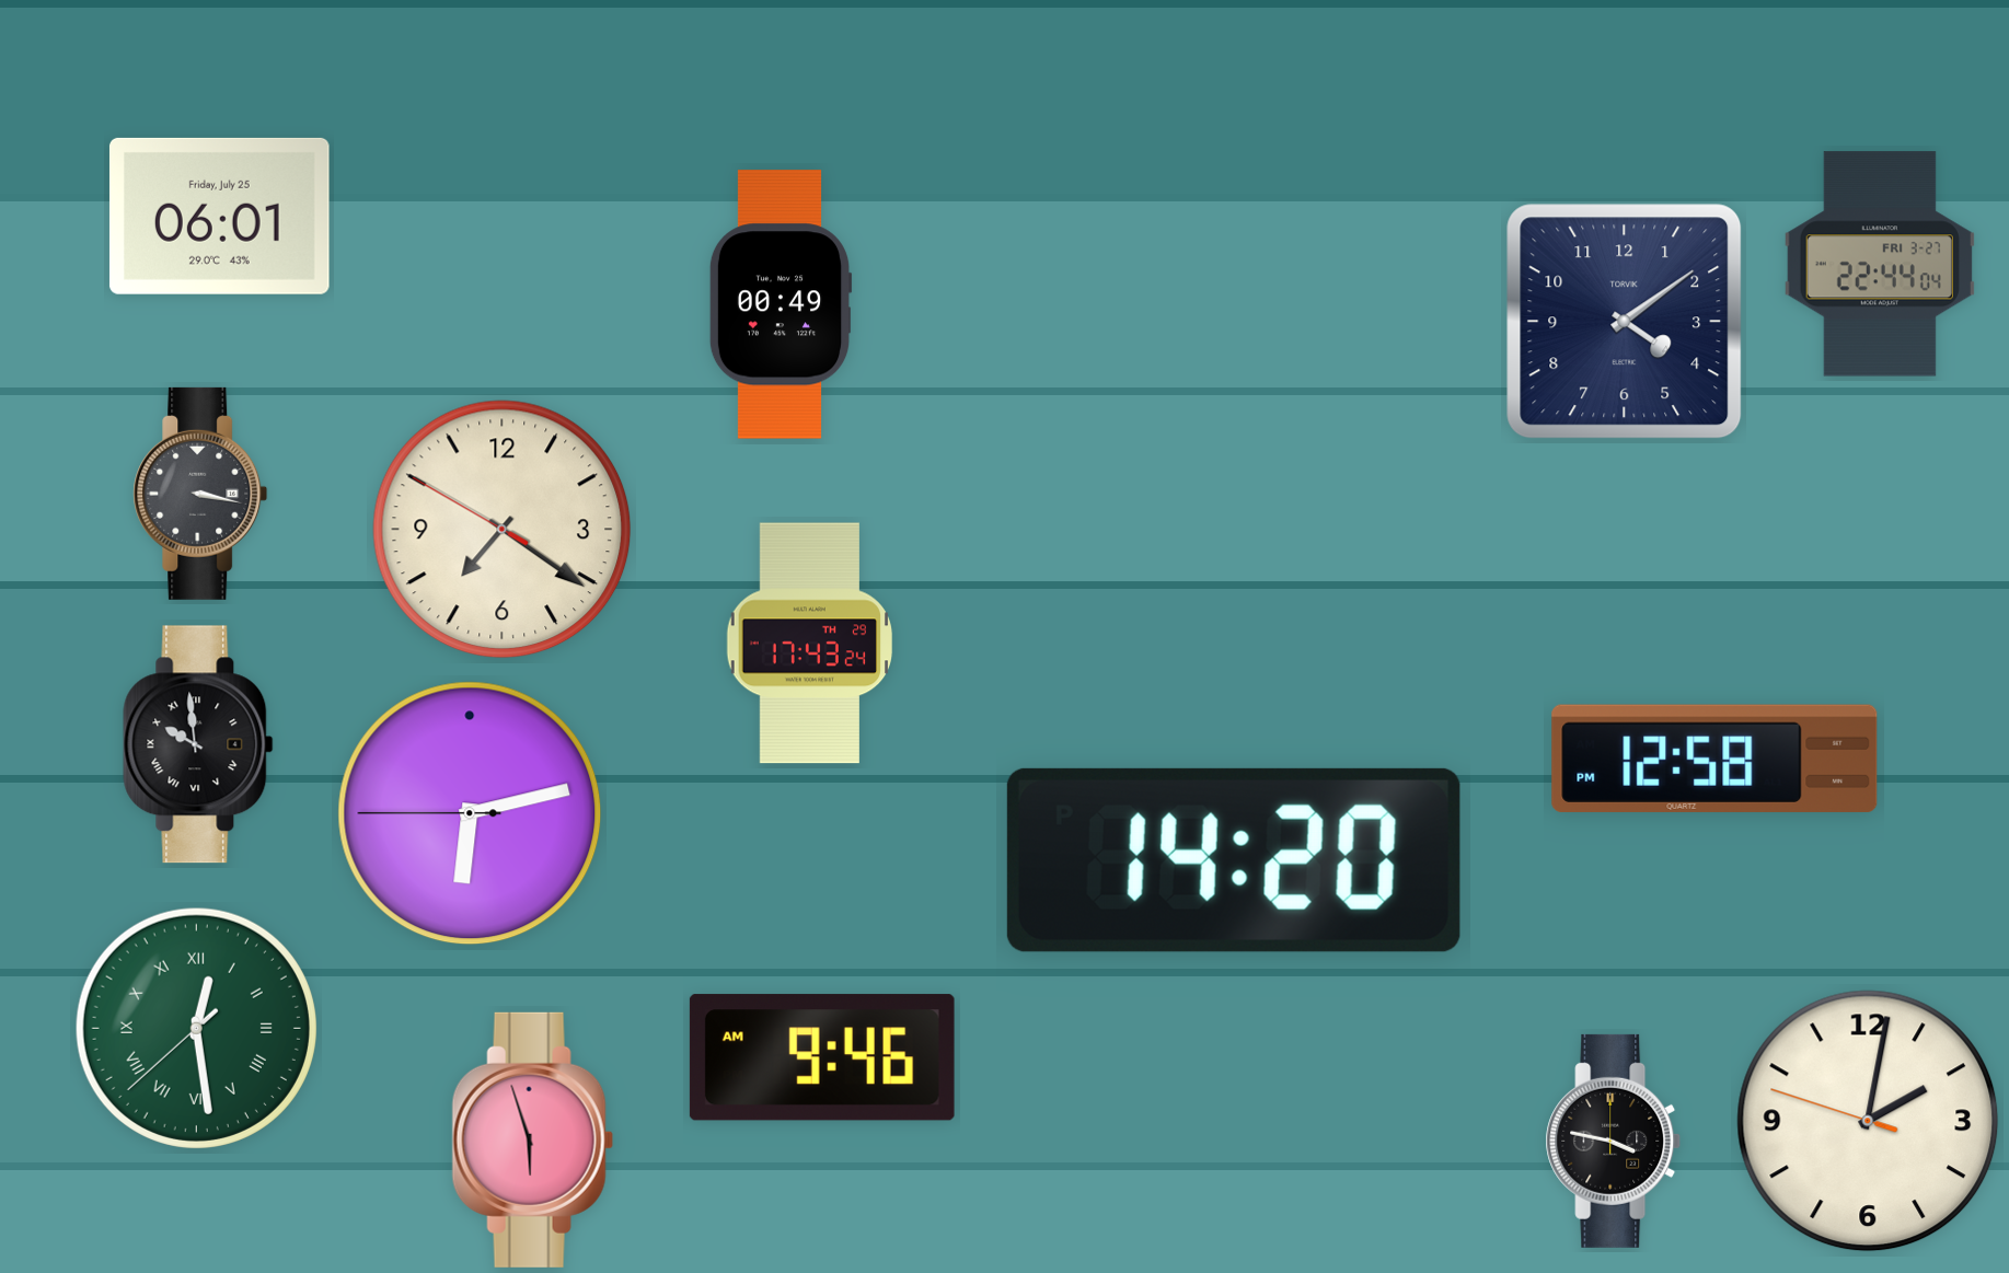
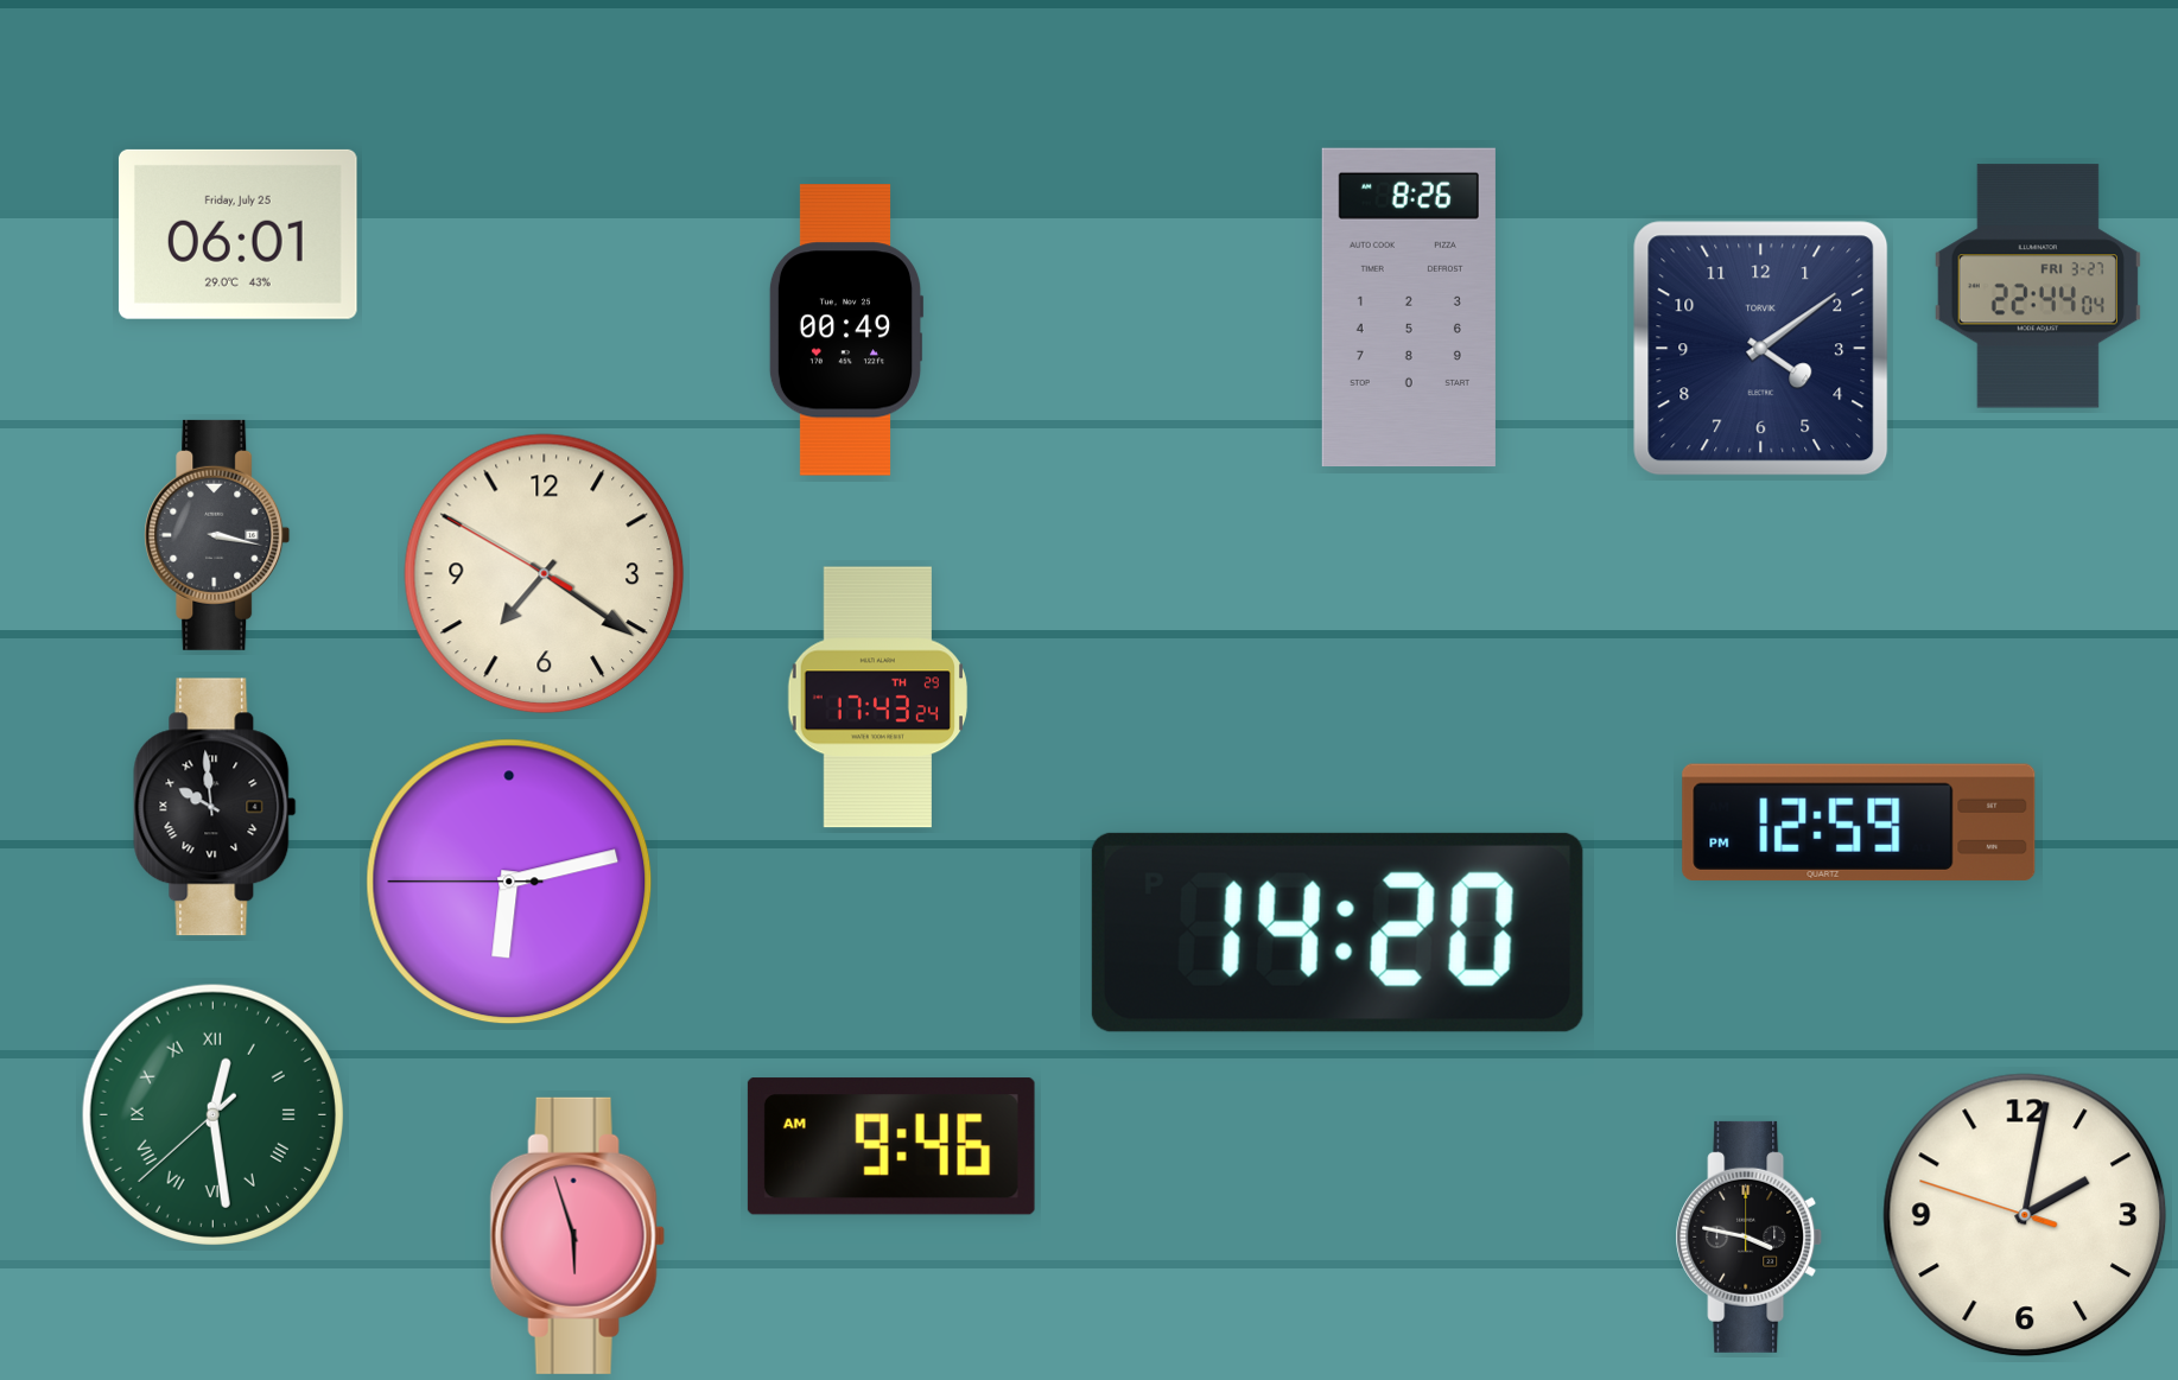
clock at (1409, 307): none -> 8:26
clock at (1714, 759): 12:58 -> 12:59
